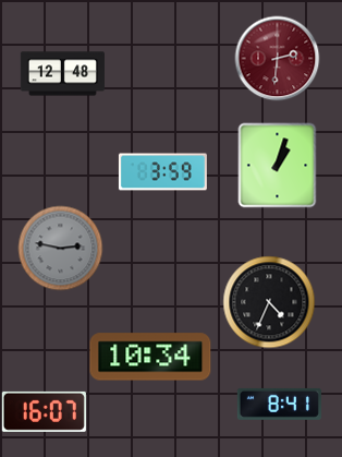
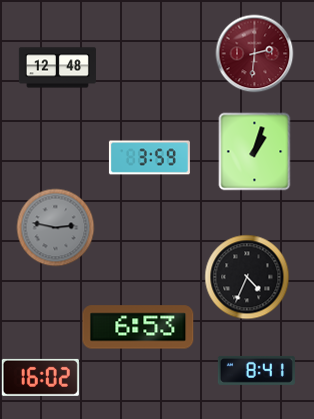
clock at (150, 357): 10:34 -> 6:53
clock at (44, 411): 16:07 -> 16:02
